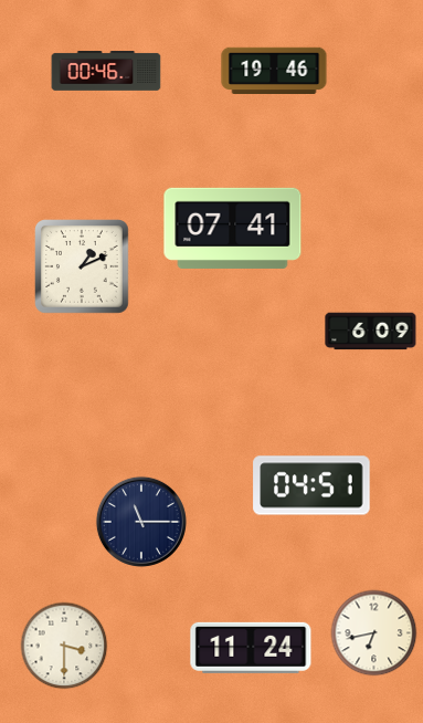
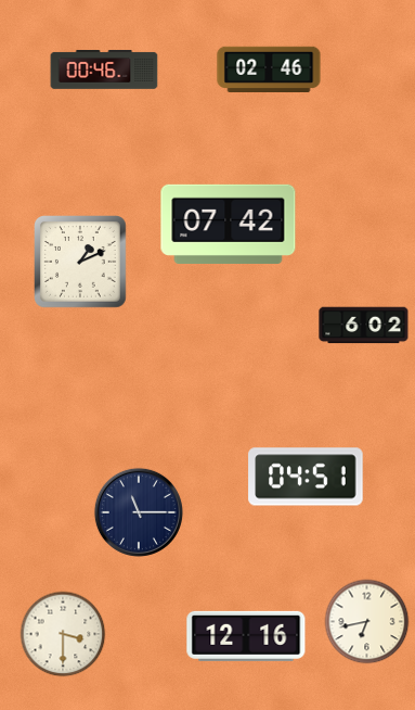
clock at (274, 71): 19:46 -> 02:46
clock at (233, 228): 07:41 -> 07:42
clock at (371, 332): 6:09 -> 6:02
clock at (251, 648): 11:24 -> 12:16
